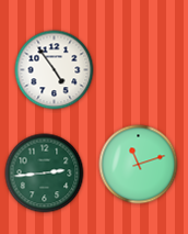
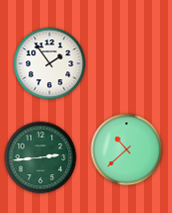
clock at (55, 70): 4:54 -> 1:54
clock at (139, 165): 11:12 -> 10:38
